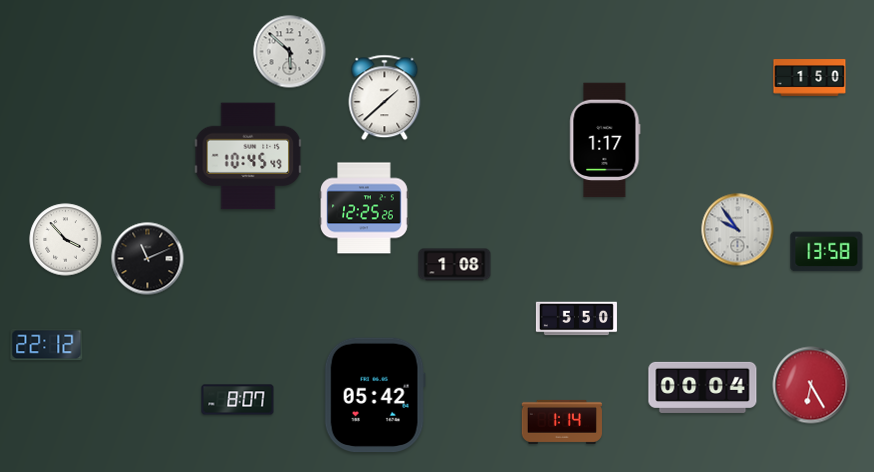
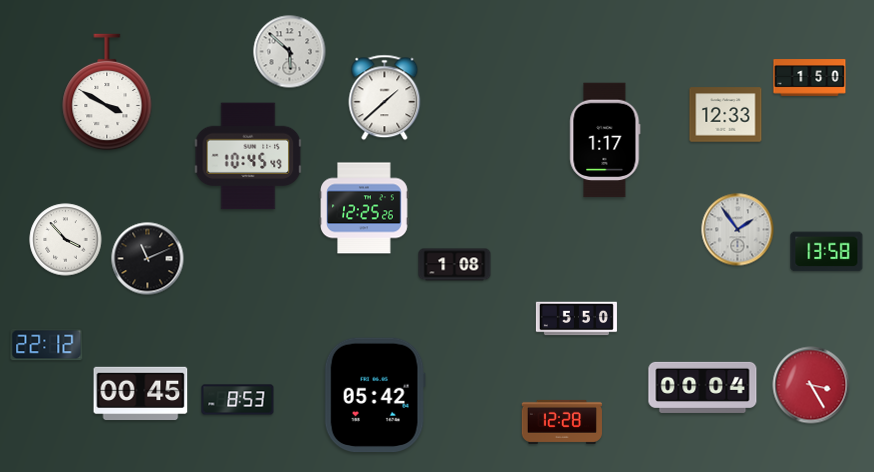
clock at (107, 92): none -> 3:50
clock at (726, 115): none -> 12:33
clock at (738, 230): 9:54 -> 1:54
clock at (811, 385): 6:25 -> 3:25
clock at (141, 394): none -> 00:45
clock at (238, 400): 8:07 -> 8:53
clock at (562, 422): 1:14 -> 12:28
